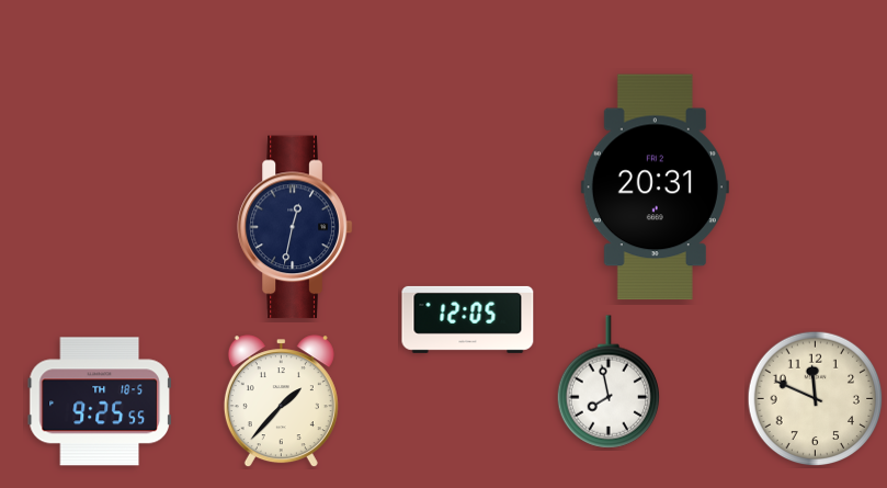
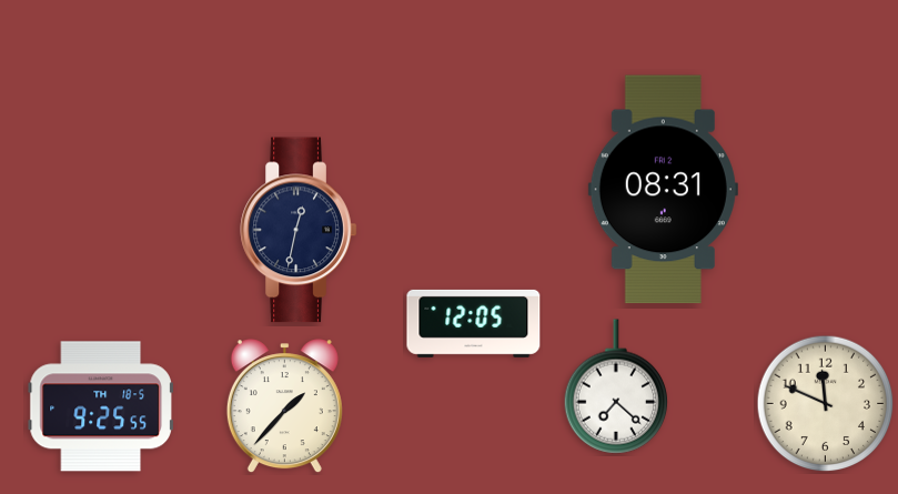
clock at (655, 188): 20:31 -> 08:31
clock at (607, 382): 7:58 -> 7:22
